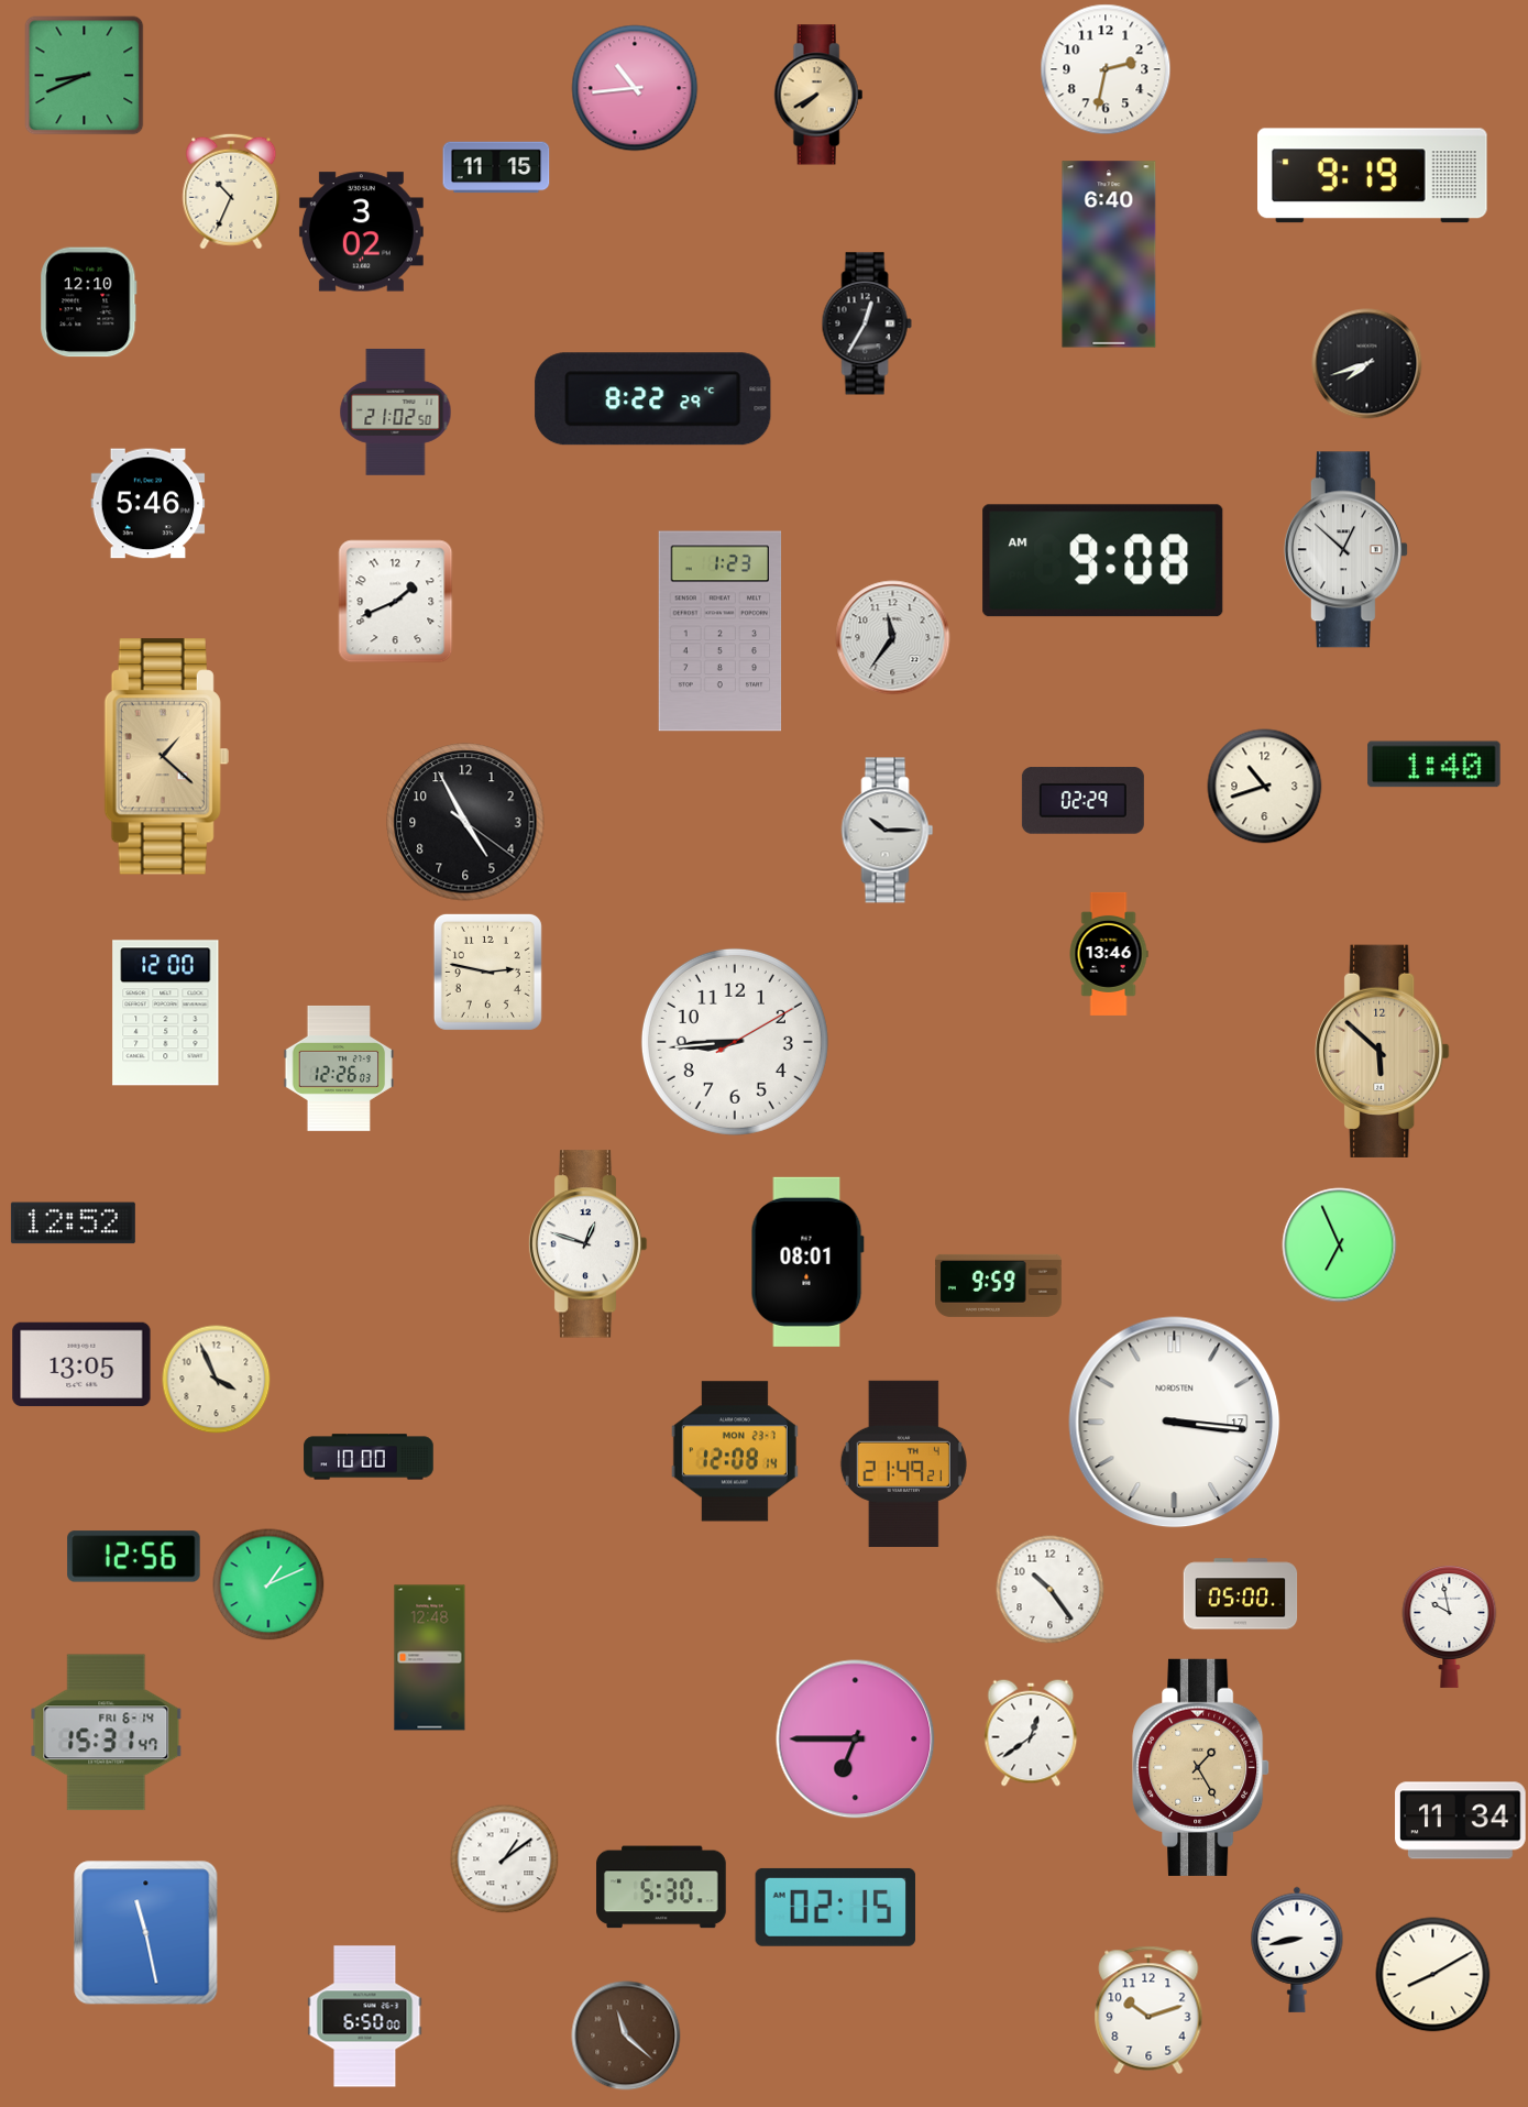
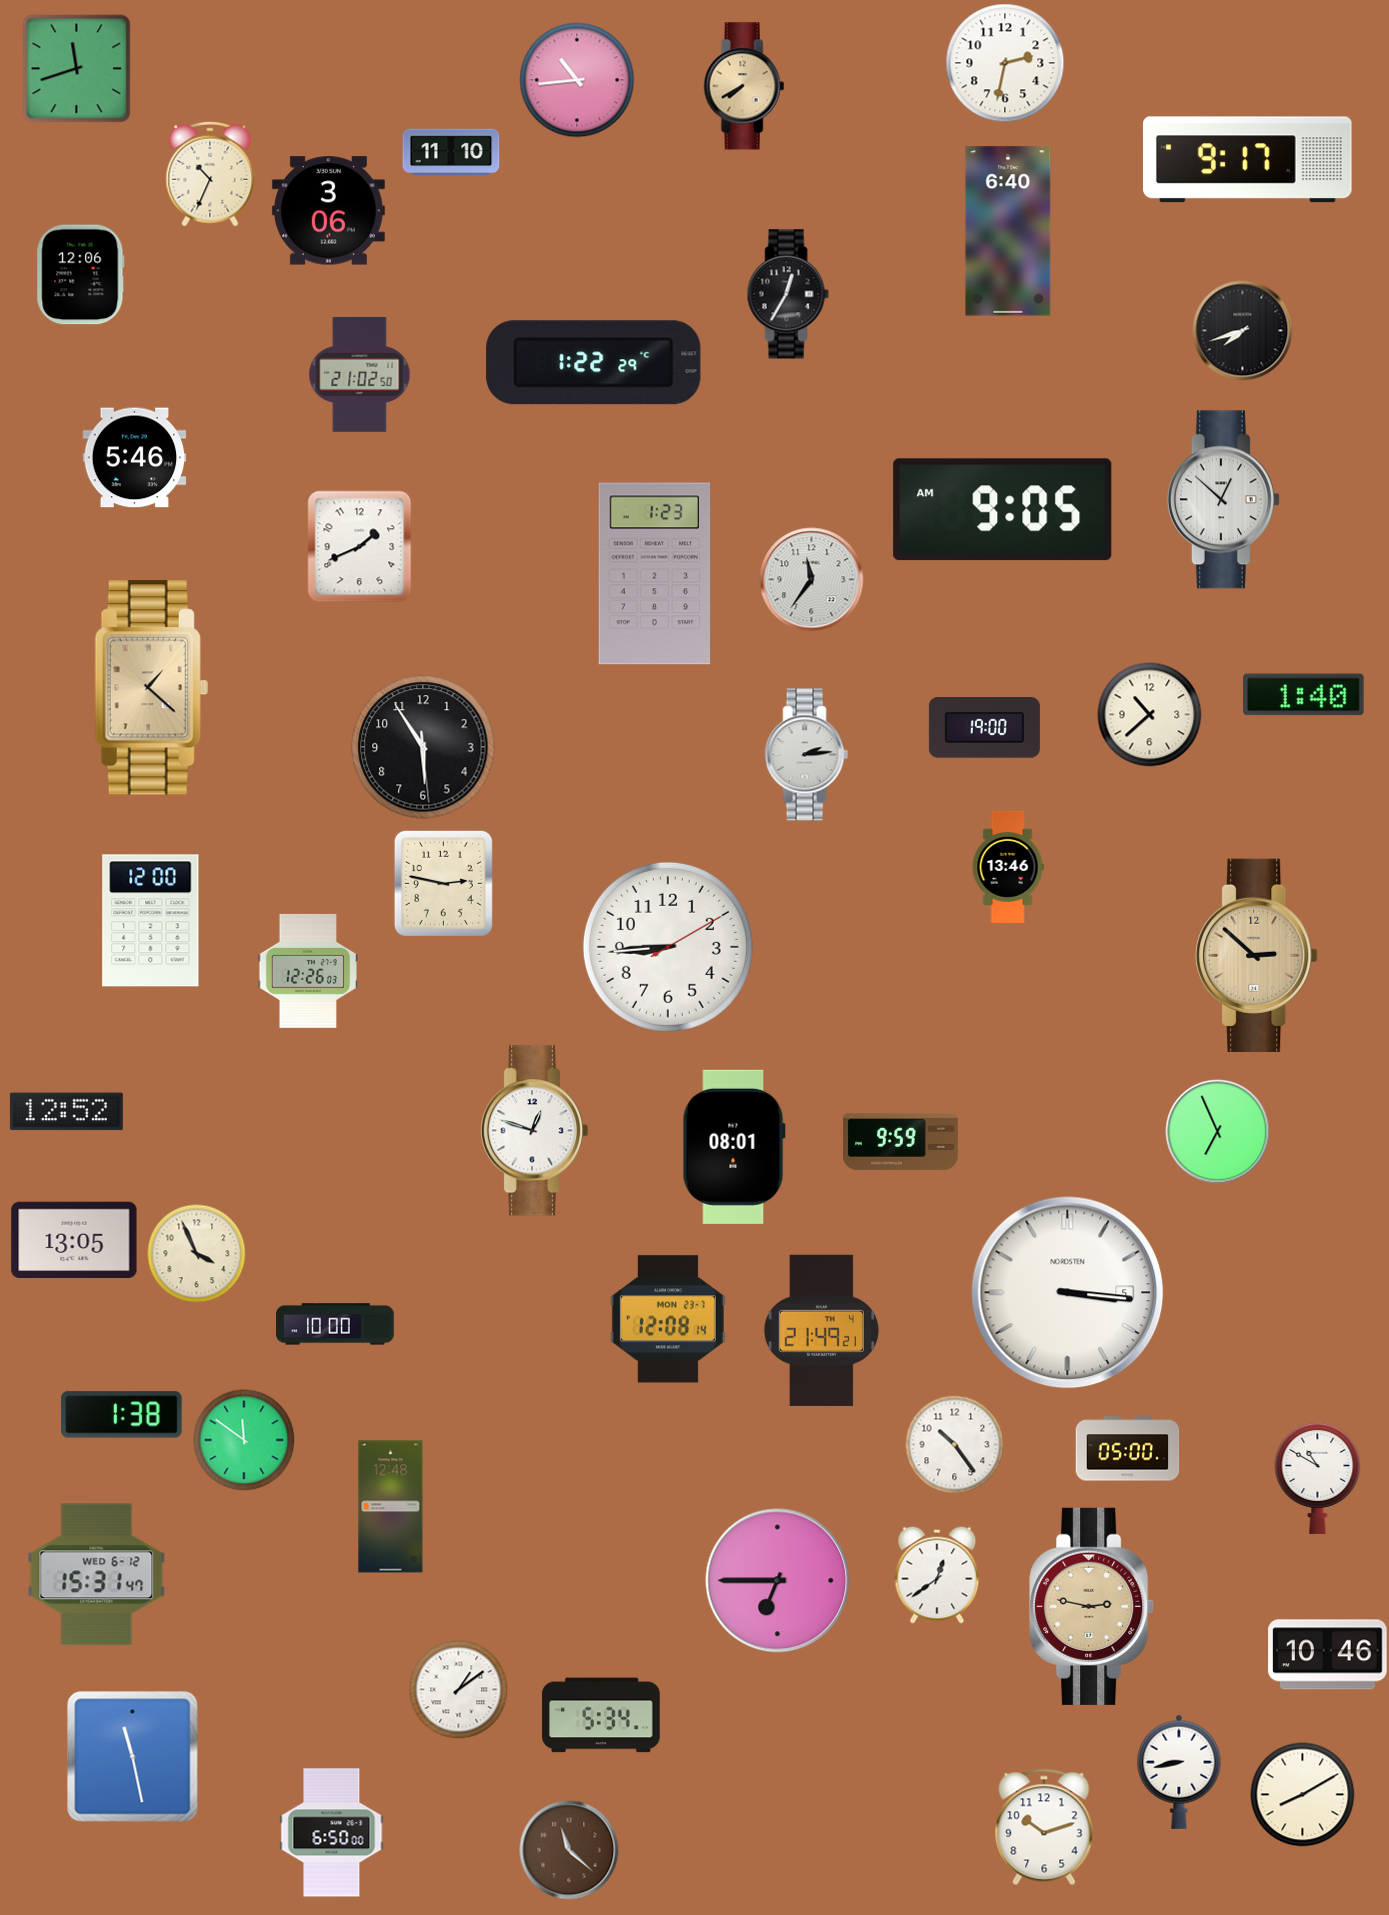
clock at (85, 76): 8:41 -> 11:42
clock at (496, 167): 11:15 -> 11:10
clock at (1373, 176): 9:19 -> 9:17
clock at (361, 232): 3:02 -> 3:06
clock at (89, 303): 12:10 -> 12:06
clock at (653, 399): 8:22 -> 1:22
clock at (1103, 561): 9:08 -> 9:05
clock at (1265, 787): 10:42 -> 10:38
clock at (1082, 801): 02:29 -> 19:00
clock at (465, 822): 4:55 -> 5:54
clock at (888, 831): 10:15 -> 2:14
clock at (1383, 1051): 5:52 -> 2:52
clock at (998, 1285) position: (998, 1285) -> (900, 1141)
clock at (1175, 1423) date: 17 -> 5
clock at (134, 1557): 12:56 -> 1:38
clock at (268, 1584): 1:11 -> 11:51
clock at (1450, 1626): 9:58 -> 10:50
clock at (107, 1733) date: FRI 6-14 -> WED 6-12
clock at (1201, 1767): 1:25 -> 2:47
clock at (1461, 1821): 11:34 -> 10:46
clock at (661, 1887): 5:30 -> 5:34
clock at (836, 1907): 02:15 -> none
